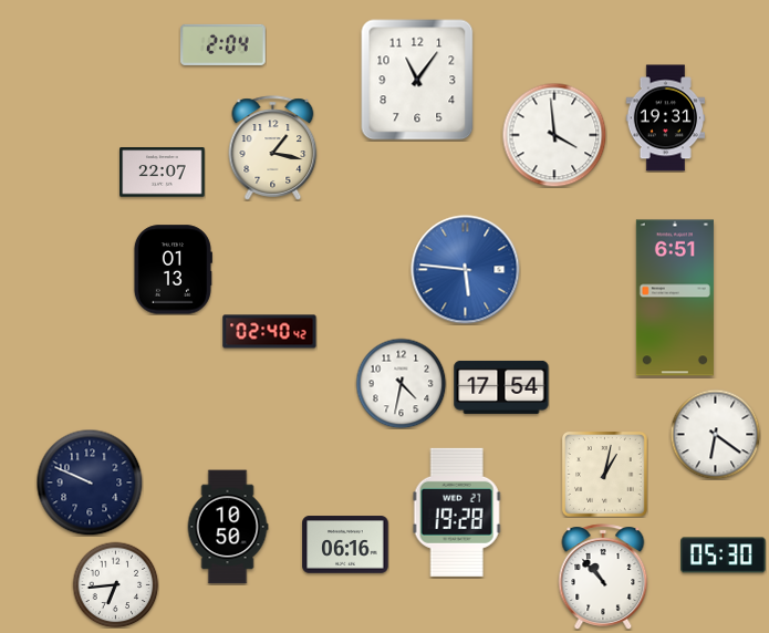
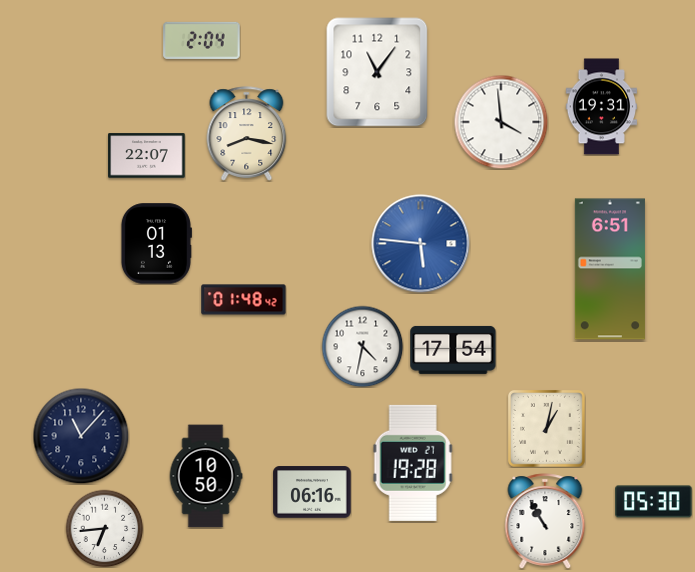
clock at (273, 148): 1:17 -> 8:17
clock at (270, 332): 02:40 -> 01:48
clock at (715, 434): 6:21 -> none
clock at (90, 482): 9:49 -> 11:07
clock at (603, 577): 10:53 -> 10:55
